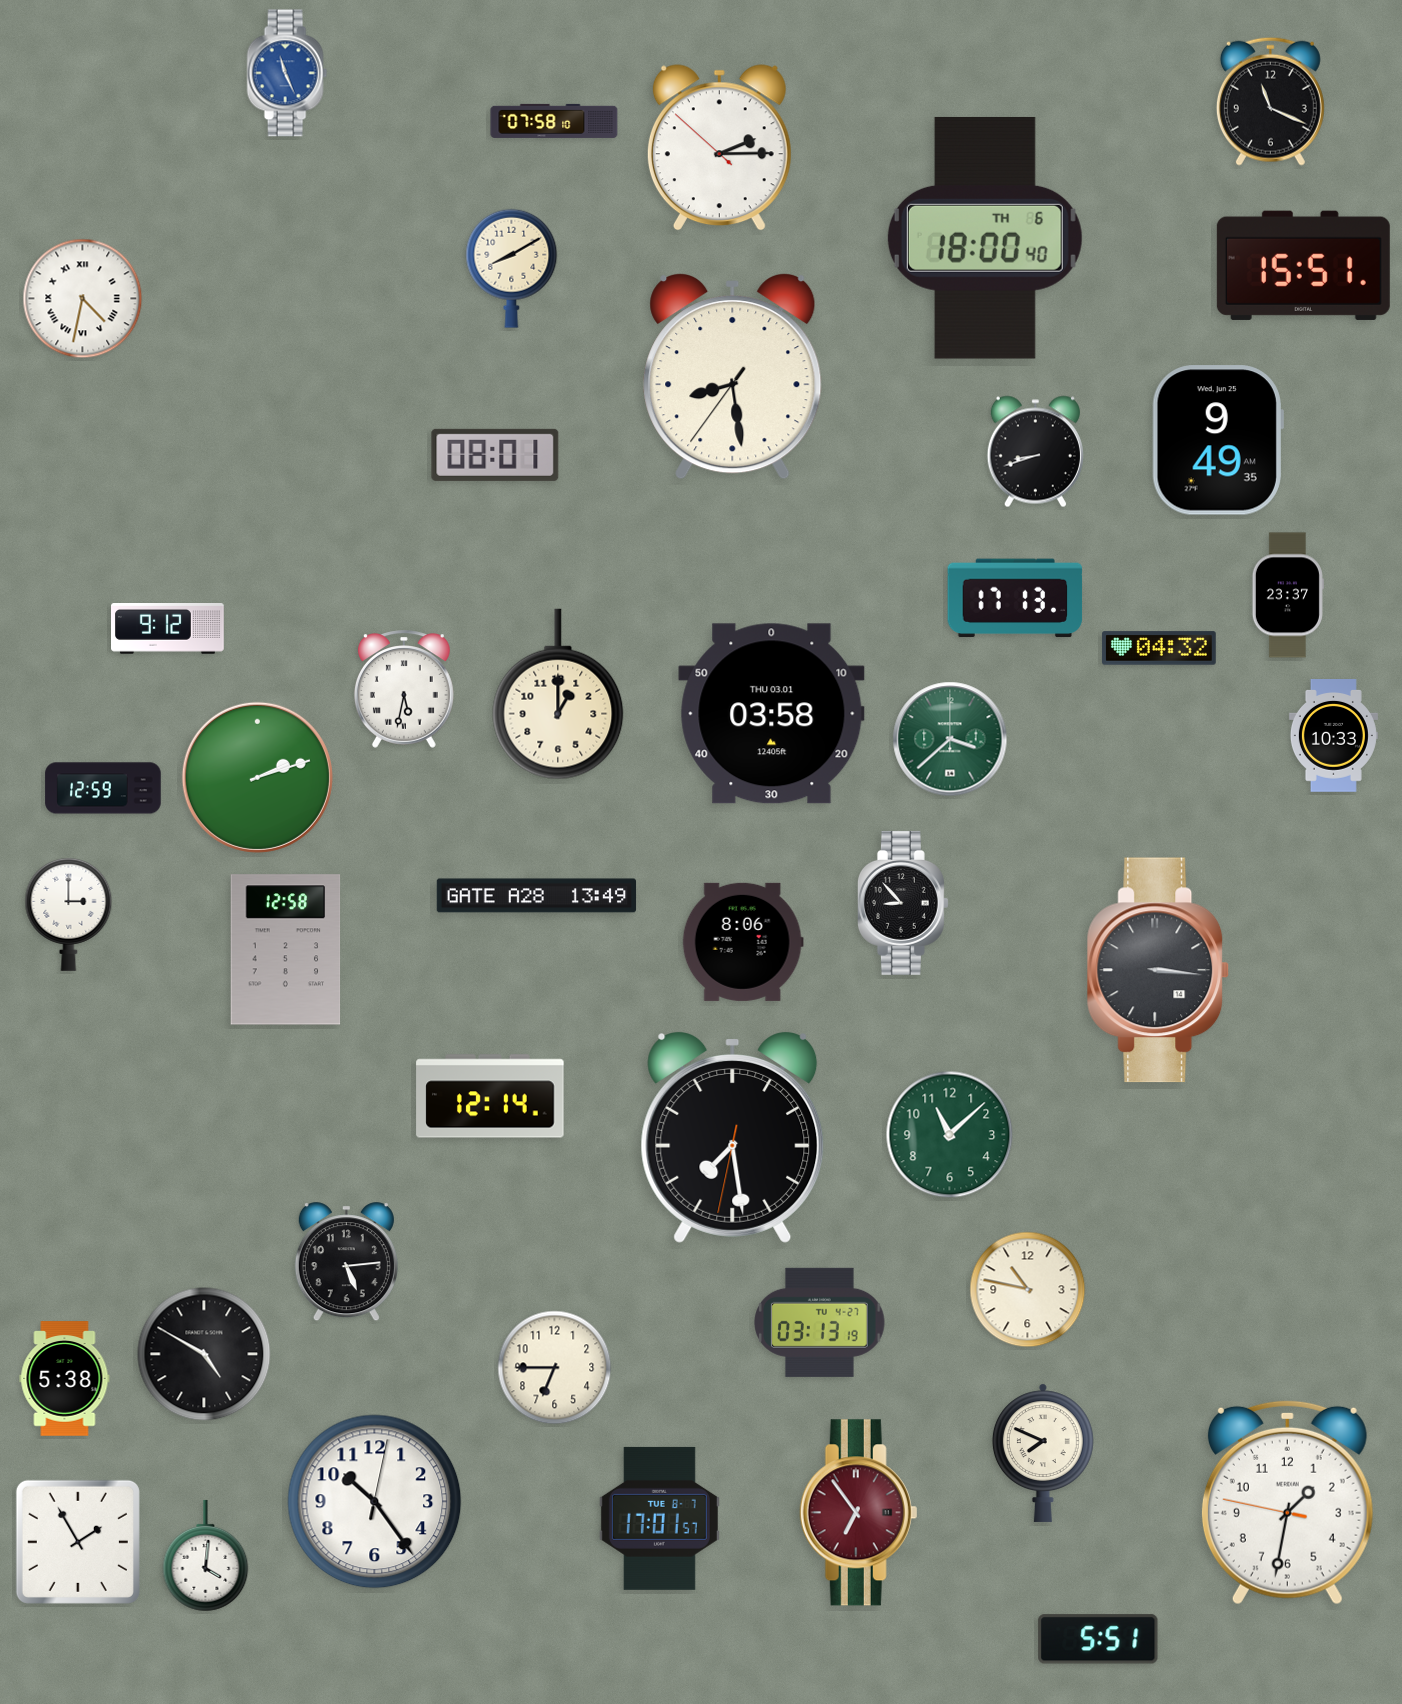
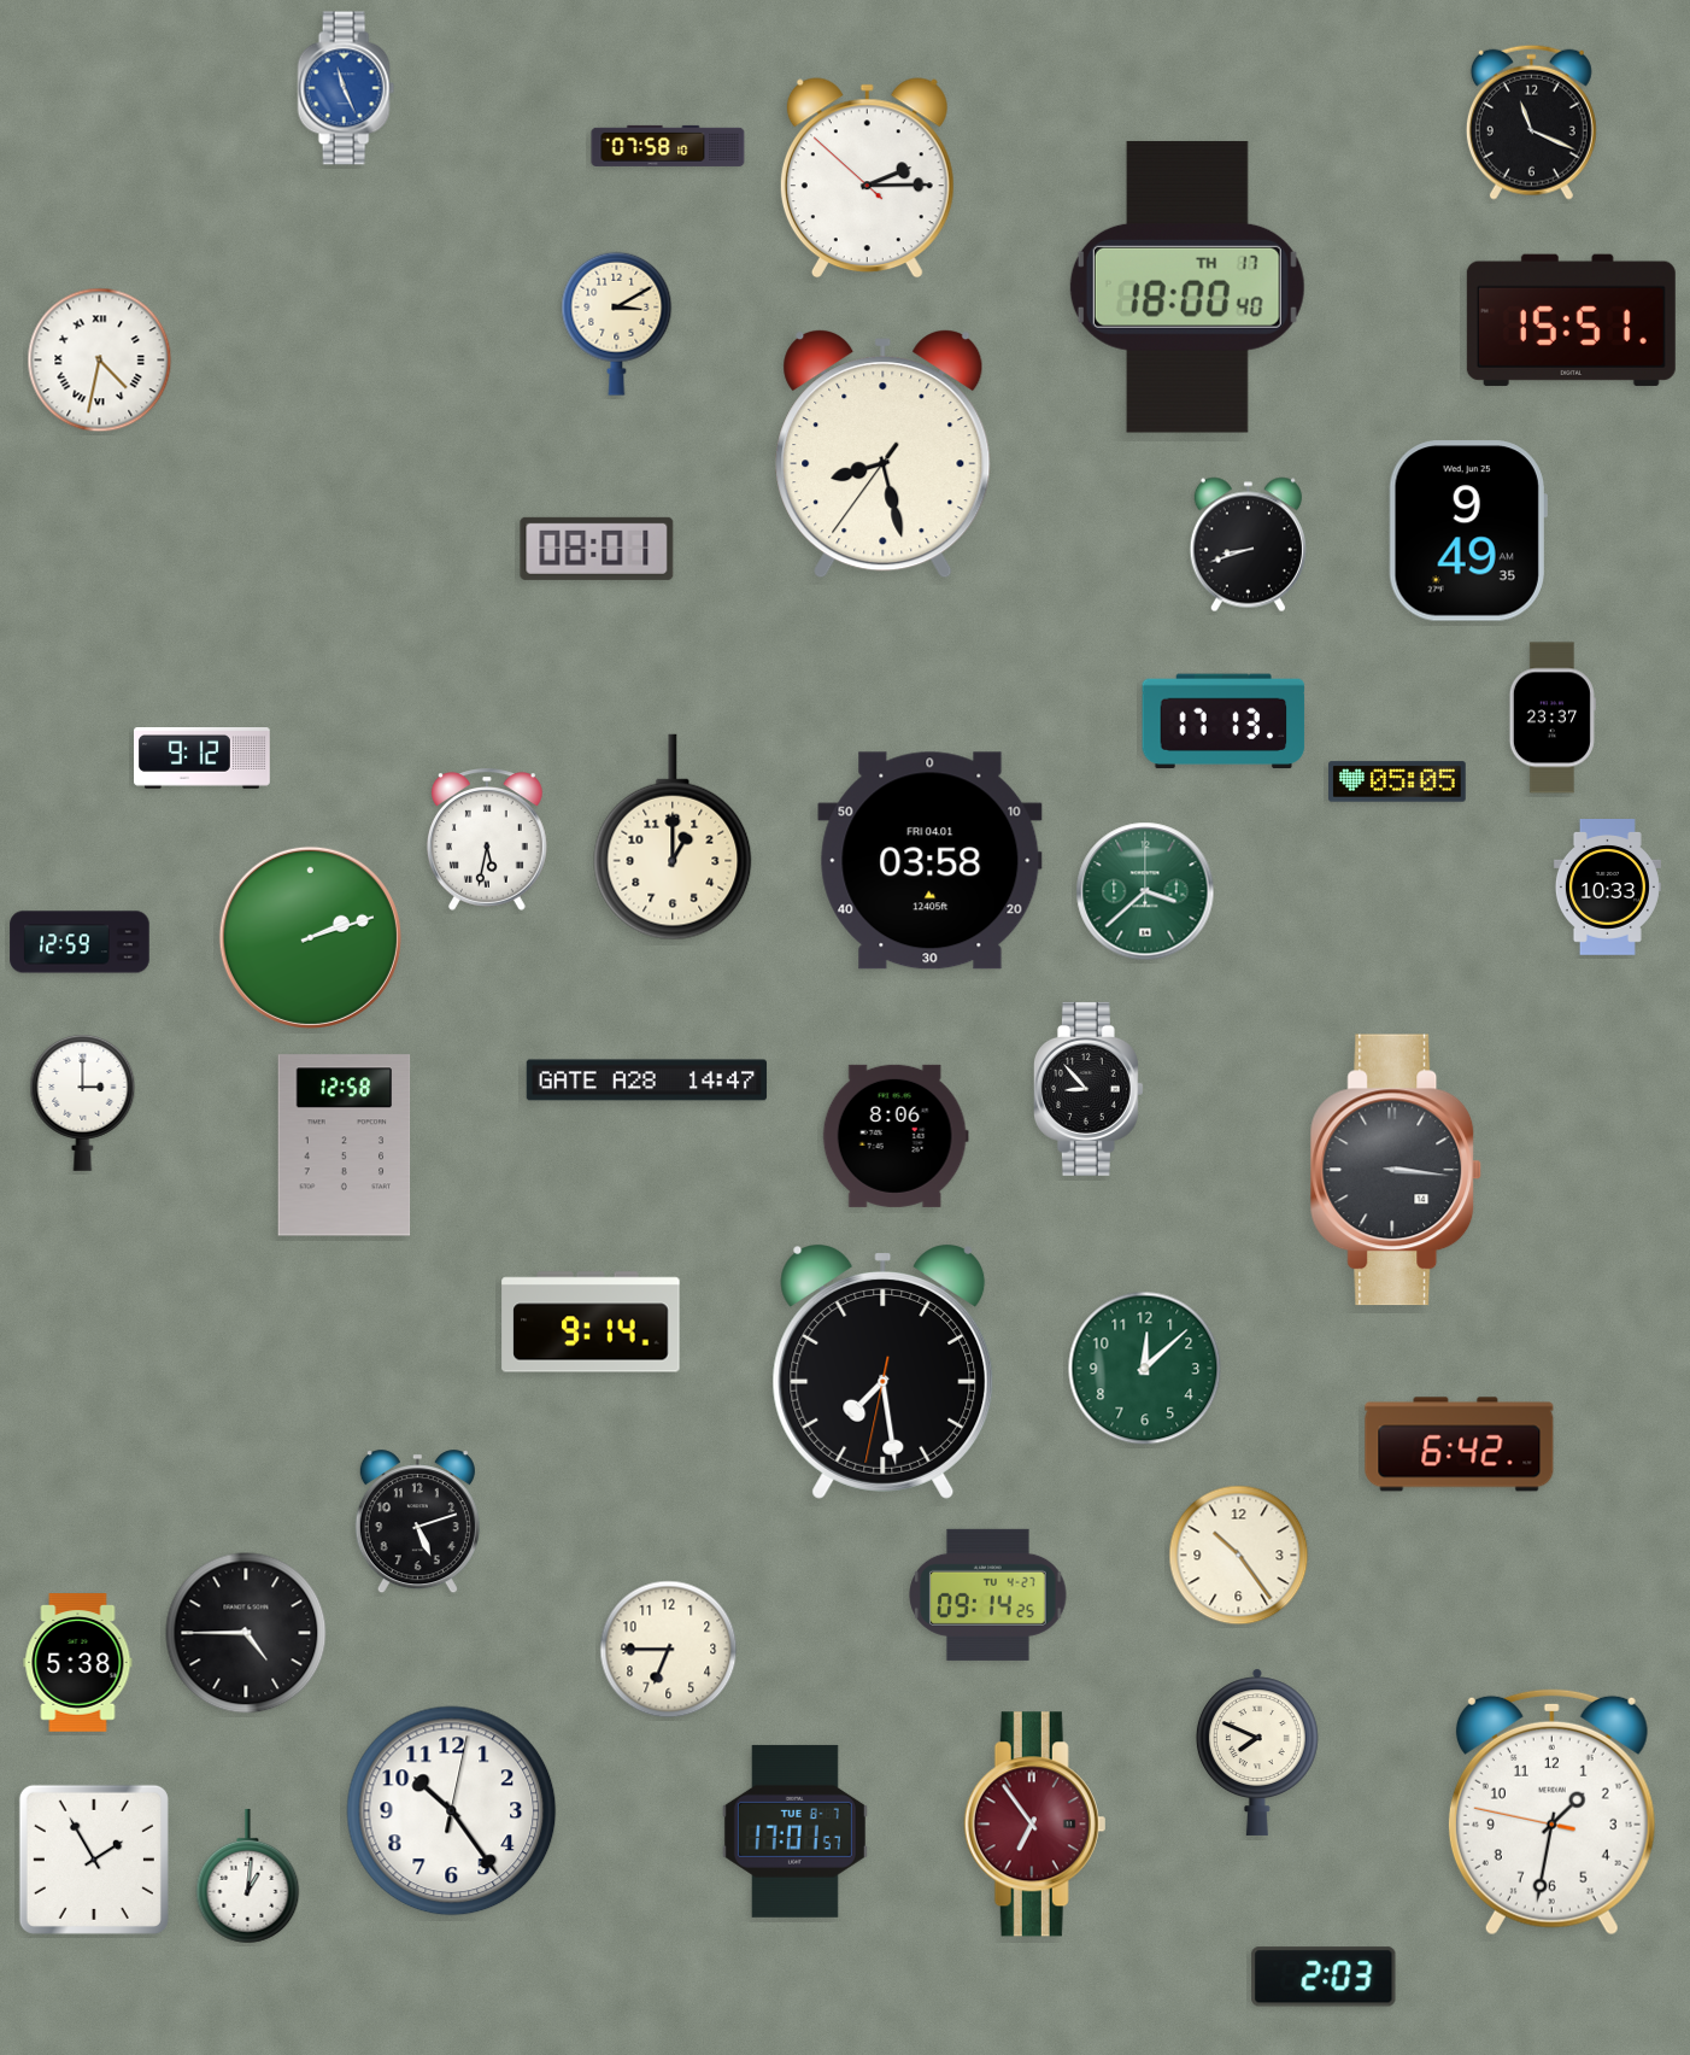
clock at (985, 238) date: TH 6 -> TH 17
clock at (512, 268): 8:10 -> 3:10
clock at (733, 377): 8:28 -> 8:27
clock at (1159, 648): 04:32 -> 05:05
clock at (404, 689) position: (404, 689) -> (487, 839)
clock at (772, 714) date: THU 03.01 -> FRI 04.01
clock at (103, 788) position: (103, 788) -> (80, 942)
clock at (537, 896): 13:49 -> 14:47
clock at (490, 1096): 12:14 -> 9:14
clock at (950, 1135): 11:08 -> 12:08
clock at (1460, 1445): none -> 6:42
clock at (346, 1262): 5:14 -> 5:12
clock at (1028, 1290): 10:47 -> 10:24
clock at (820, 1322): 03:13 -> 09:14
clock at (204, 1354): 4:50 -> 4:45
clock at (206, 1556): 4:01 -> 1:01
clock at (1098, 1639): 5:51 -> 2:03
